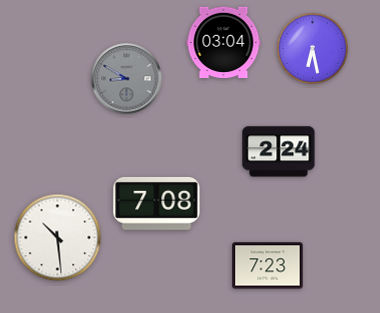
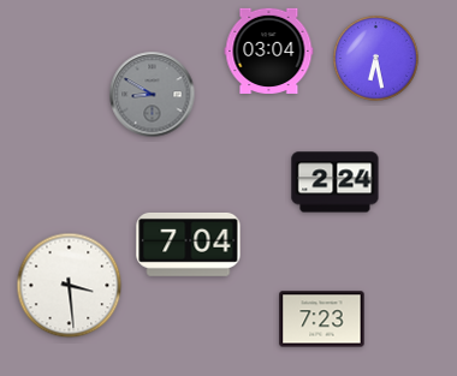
clock at (157, 203): 7:08 -> 7:04
clock at (58, 238): 10:29 -> 3:29
